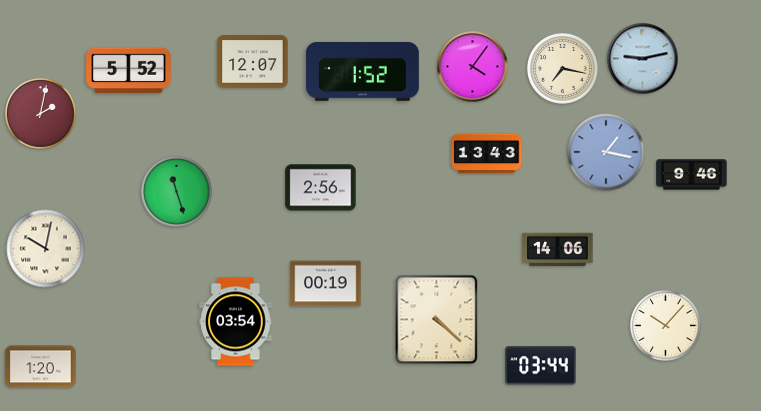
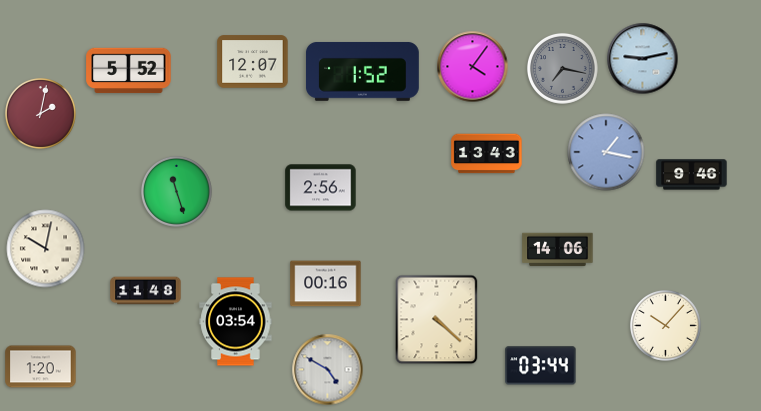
clock at (562, 68) dial: cream -> grey
clock at (326, 284): 00:19 -> 00:16
clock at (146, 291): none -> 11:48
clock at (328, 370): none -> 4:50
